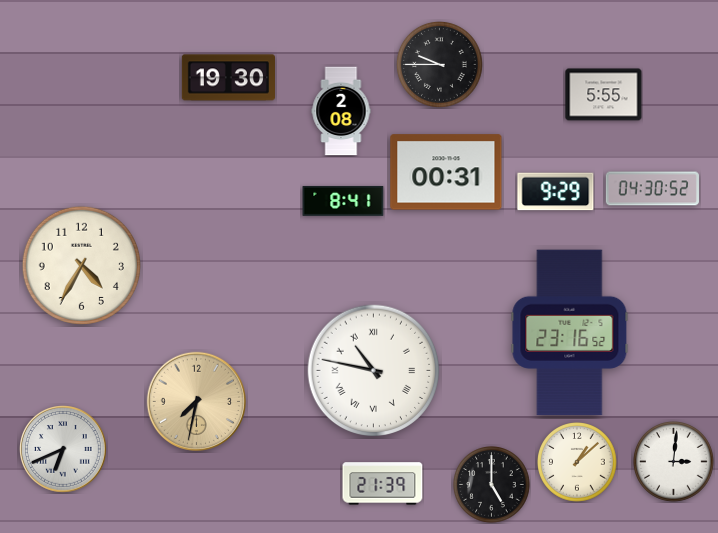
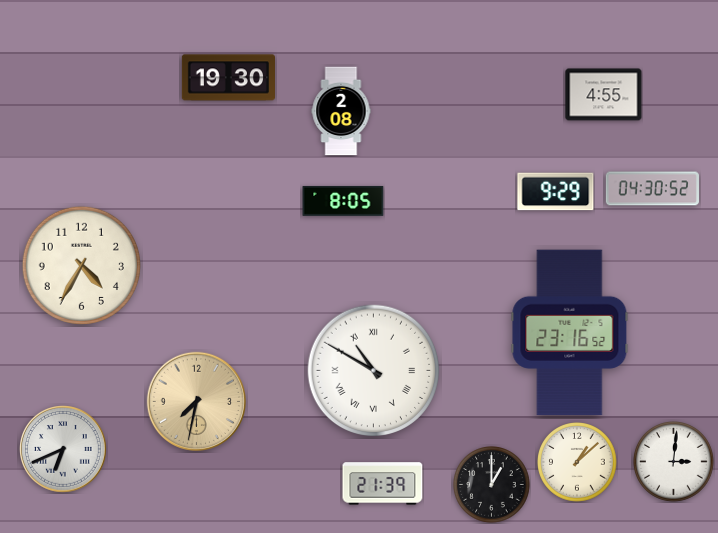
clock at (439, 64): 9:45 -> none
clock at (604, 95): 5:55 -> 4:55
clock at (446, 172): 00:31 -> none
clock at (343, 201): 8:41 -> 8:05
clock at (374, 371): 10:47 -> 10:50
clock at (492, 485): 5:00 -> 1:00
